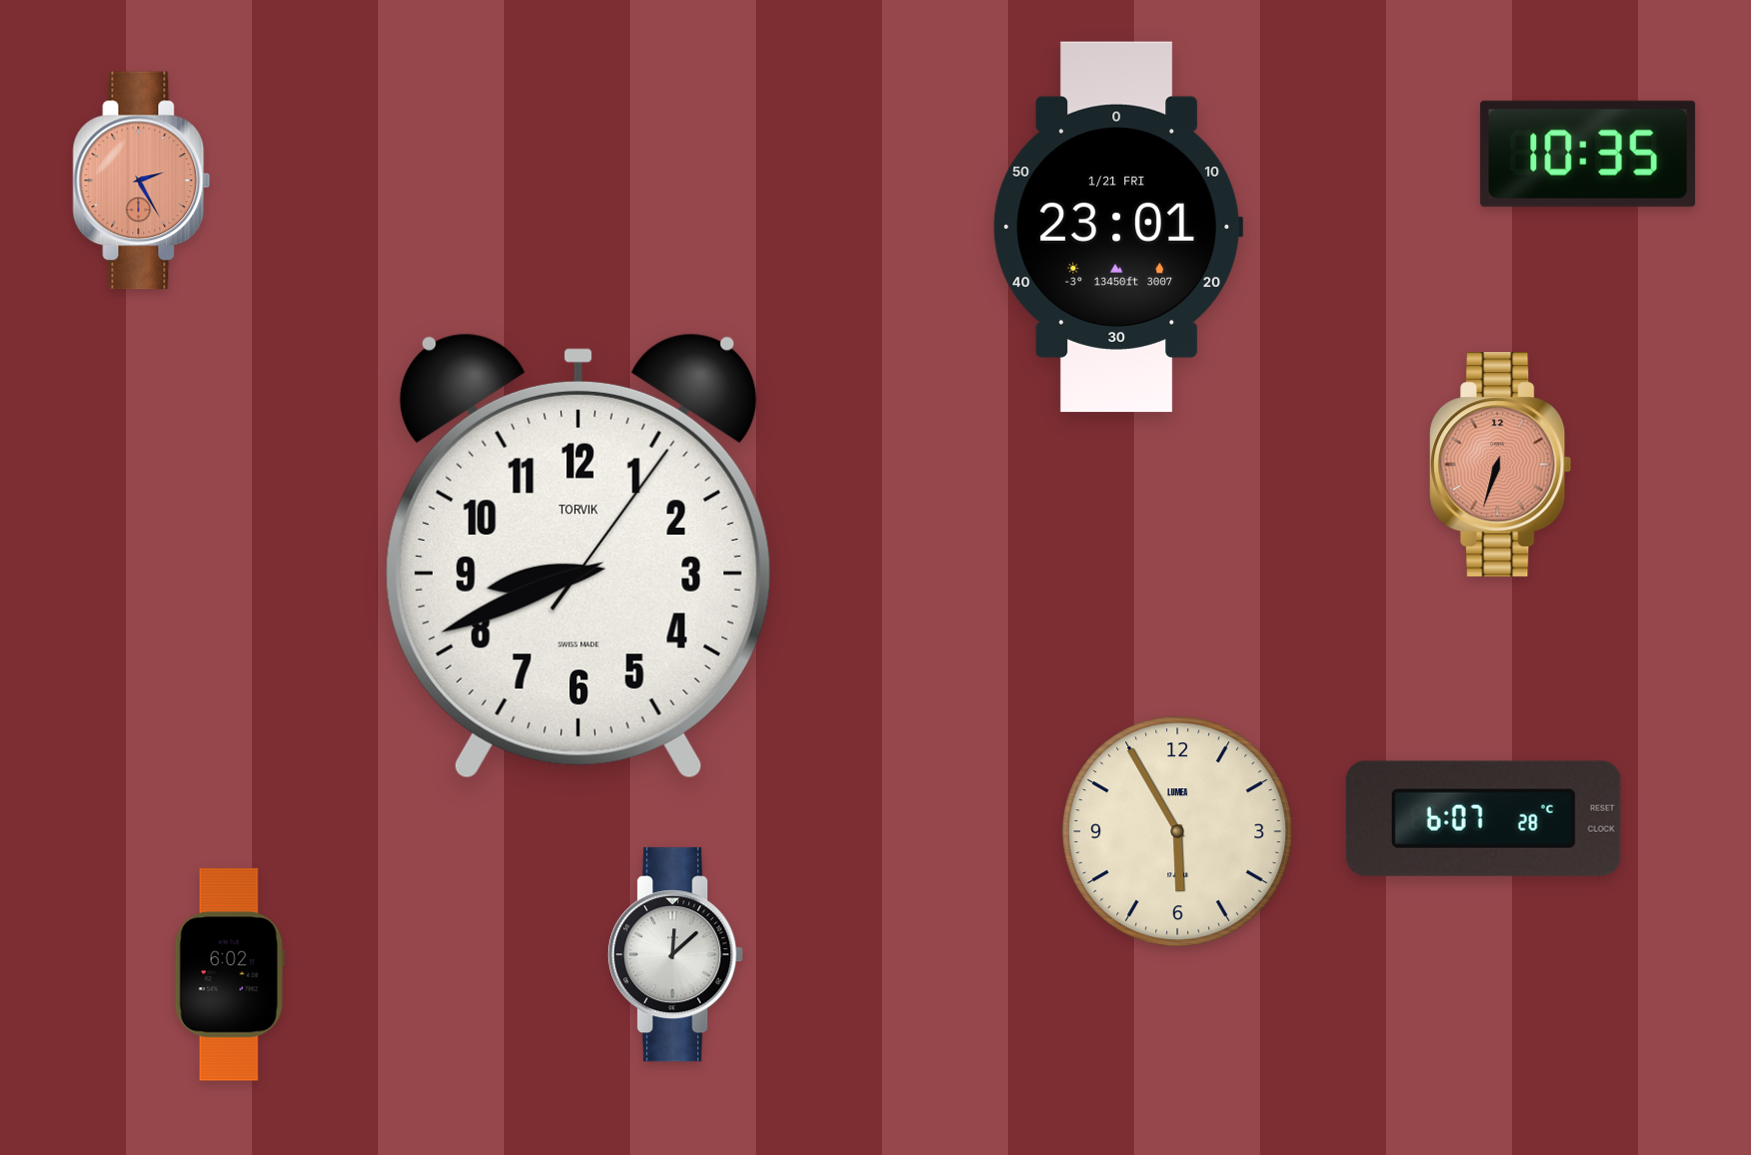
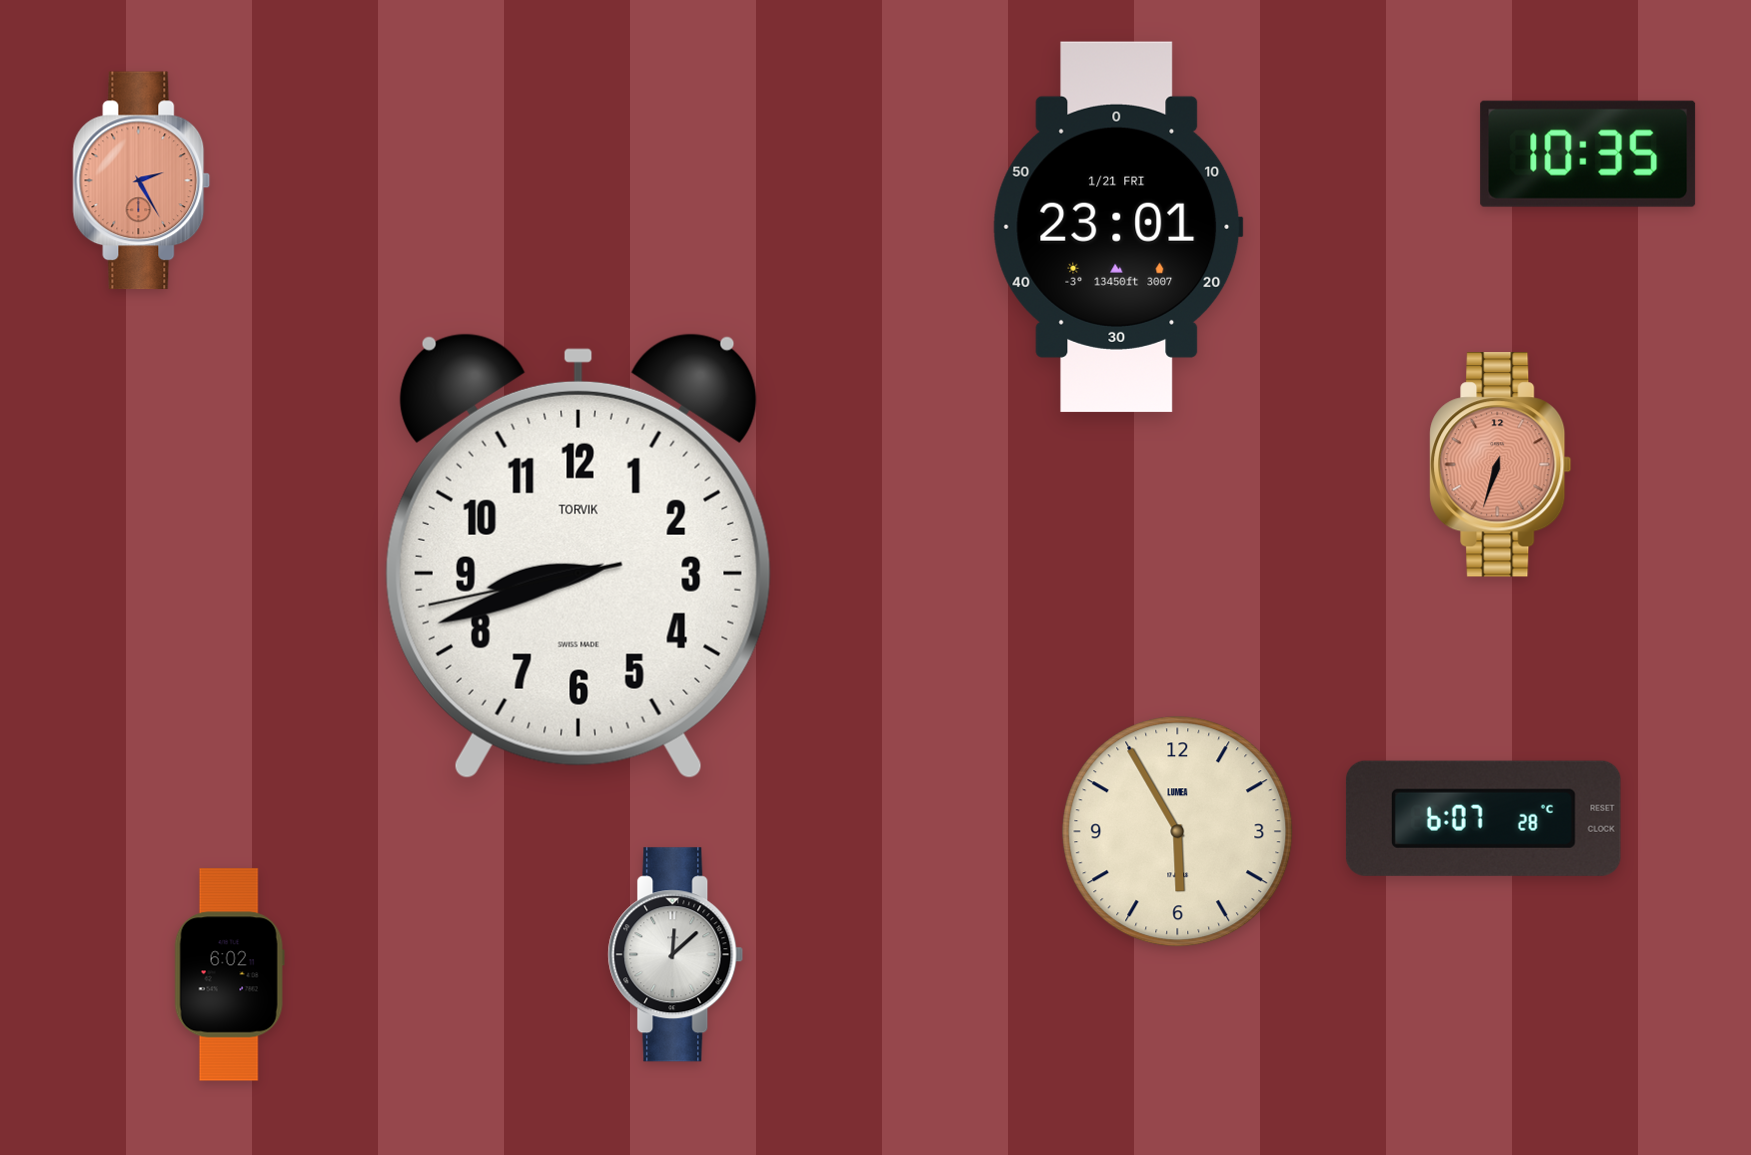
clock at (578, 556): 8:41:06 -> 8:41:43
